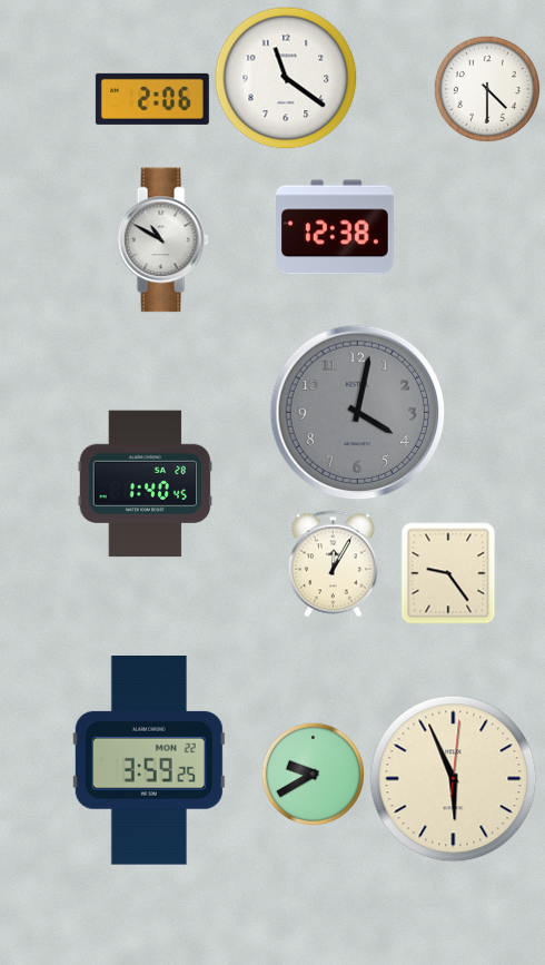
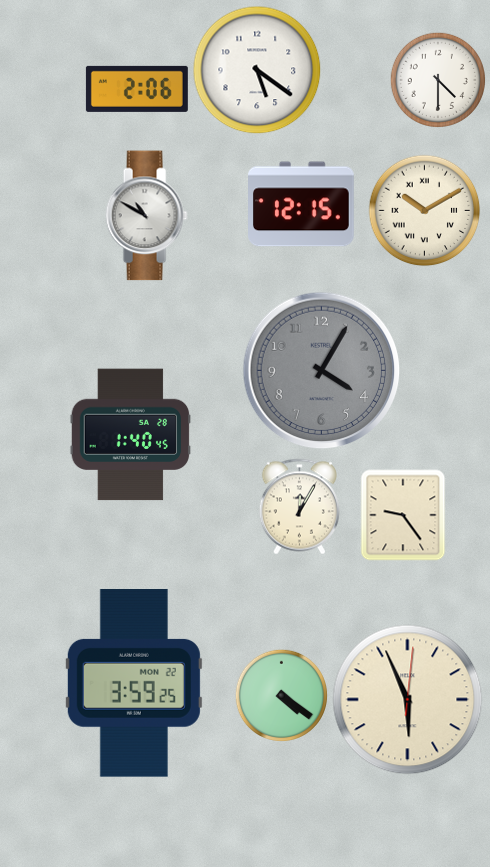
clock at (286, 78): 11:21 -> 5:21
clock at (335, 227): 12:38 -> 12:15
clock at (425, 211): none -> 10:10
clock at (358, 413): 4:02 -> 4:05
clock at (313, 774): 9:40 -> 4:21
